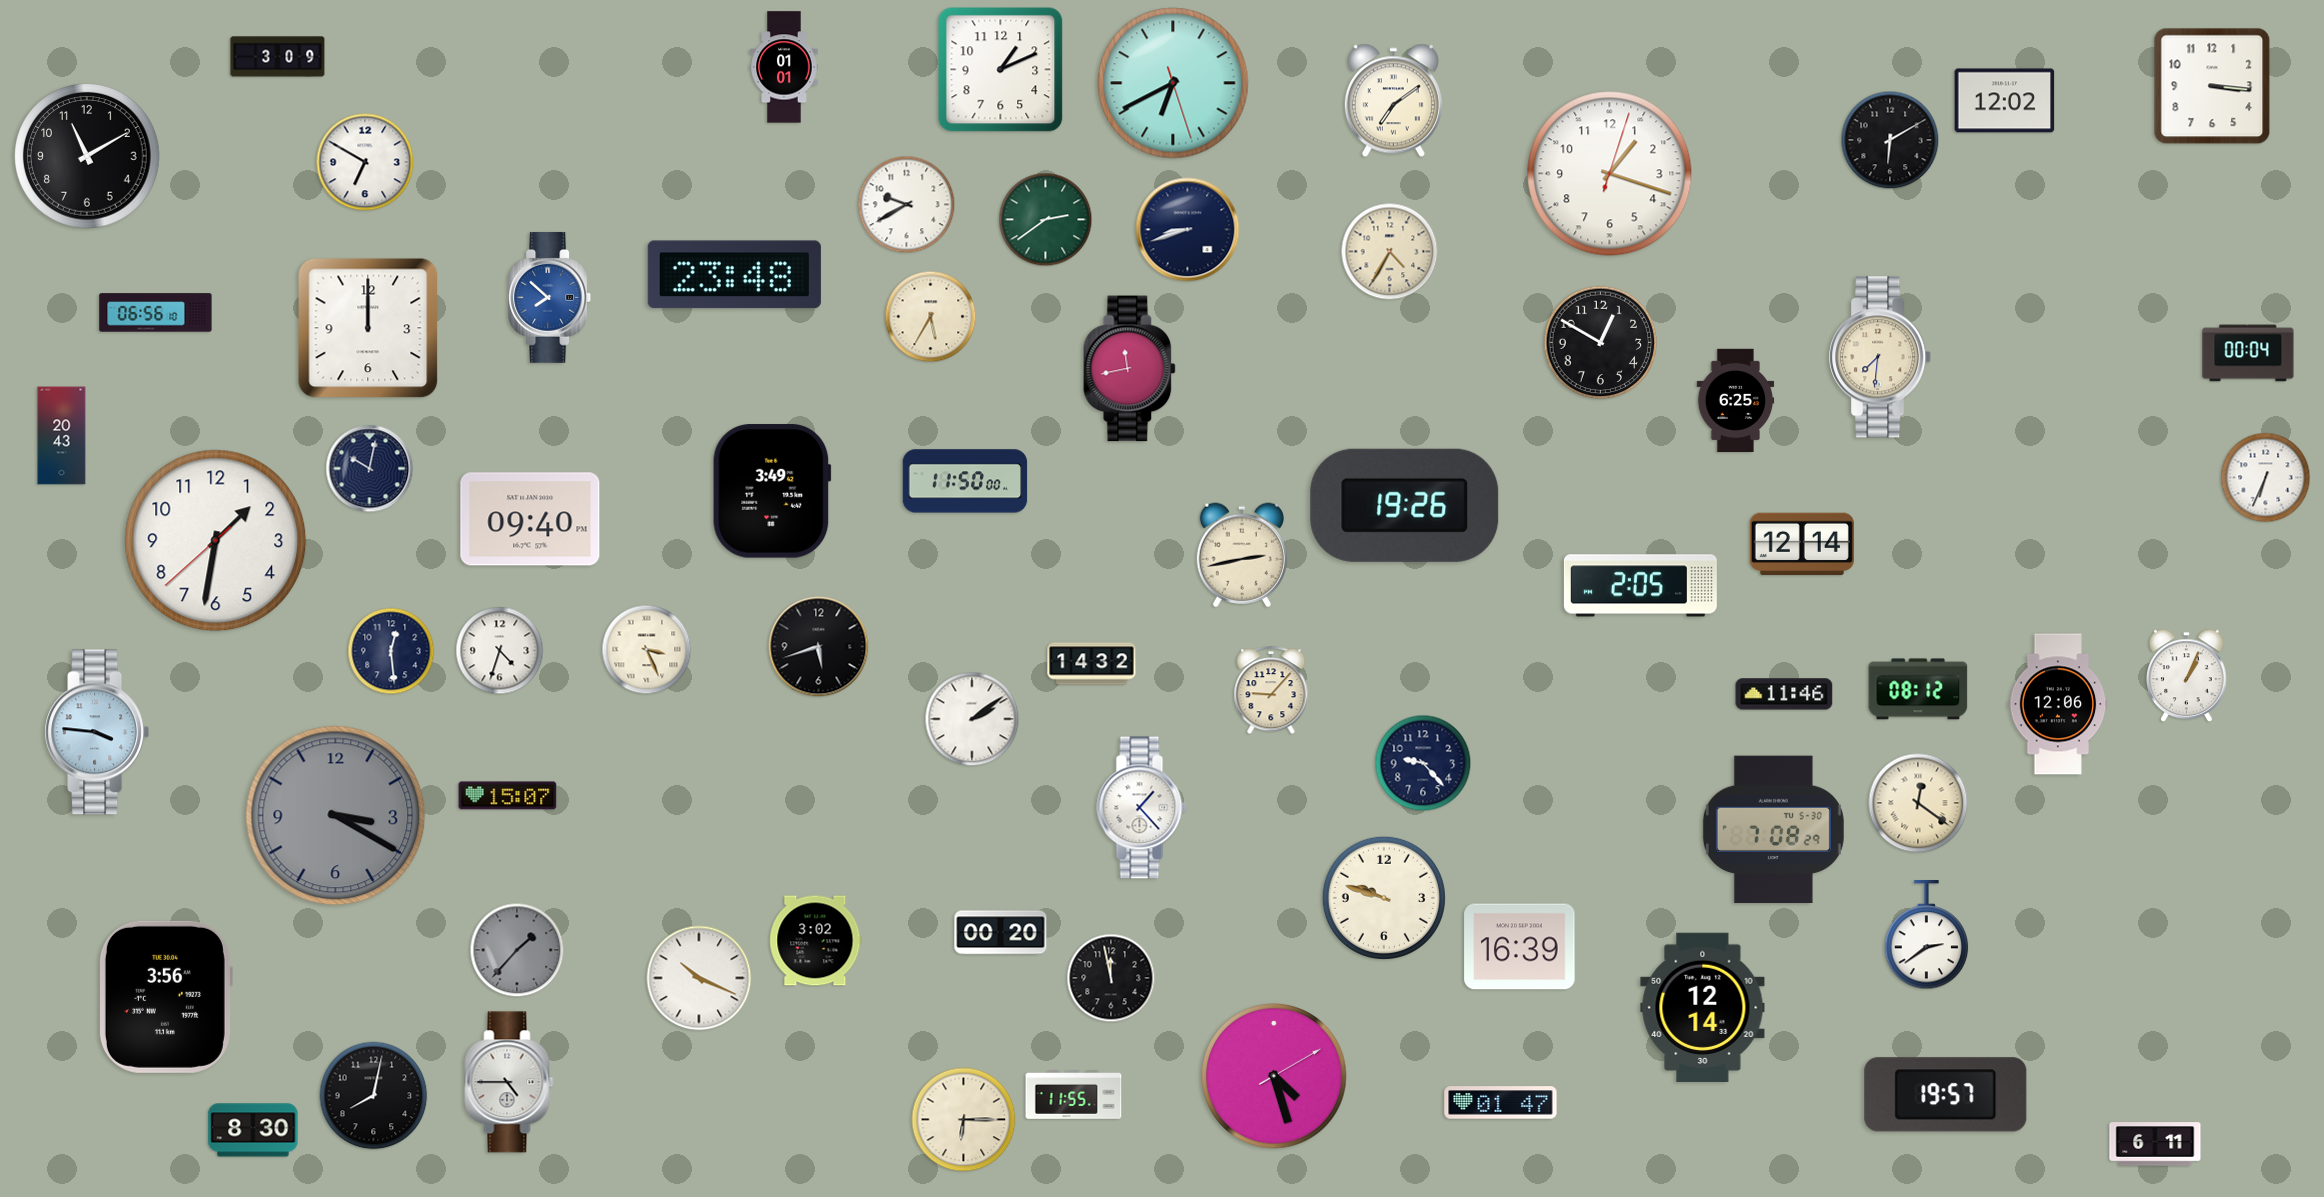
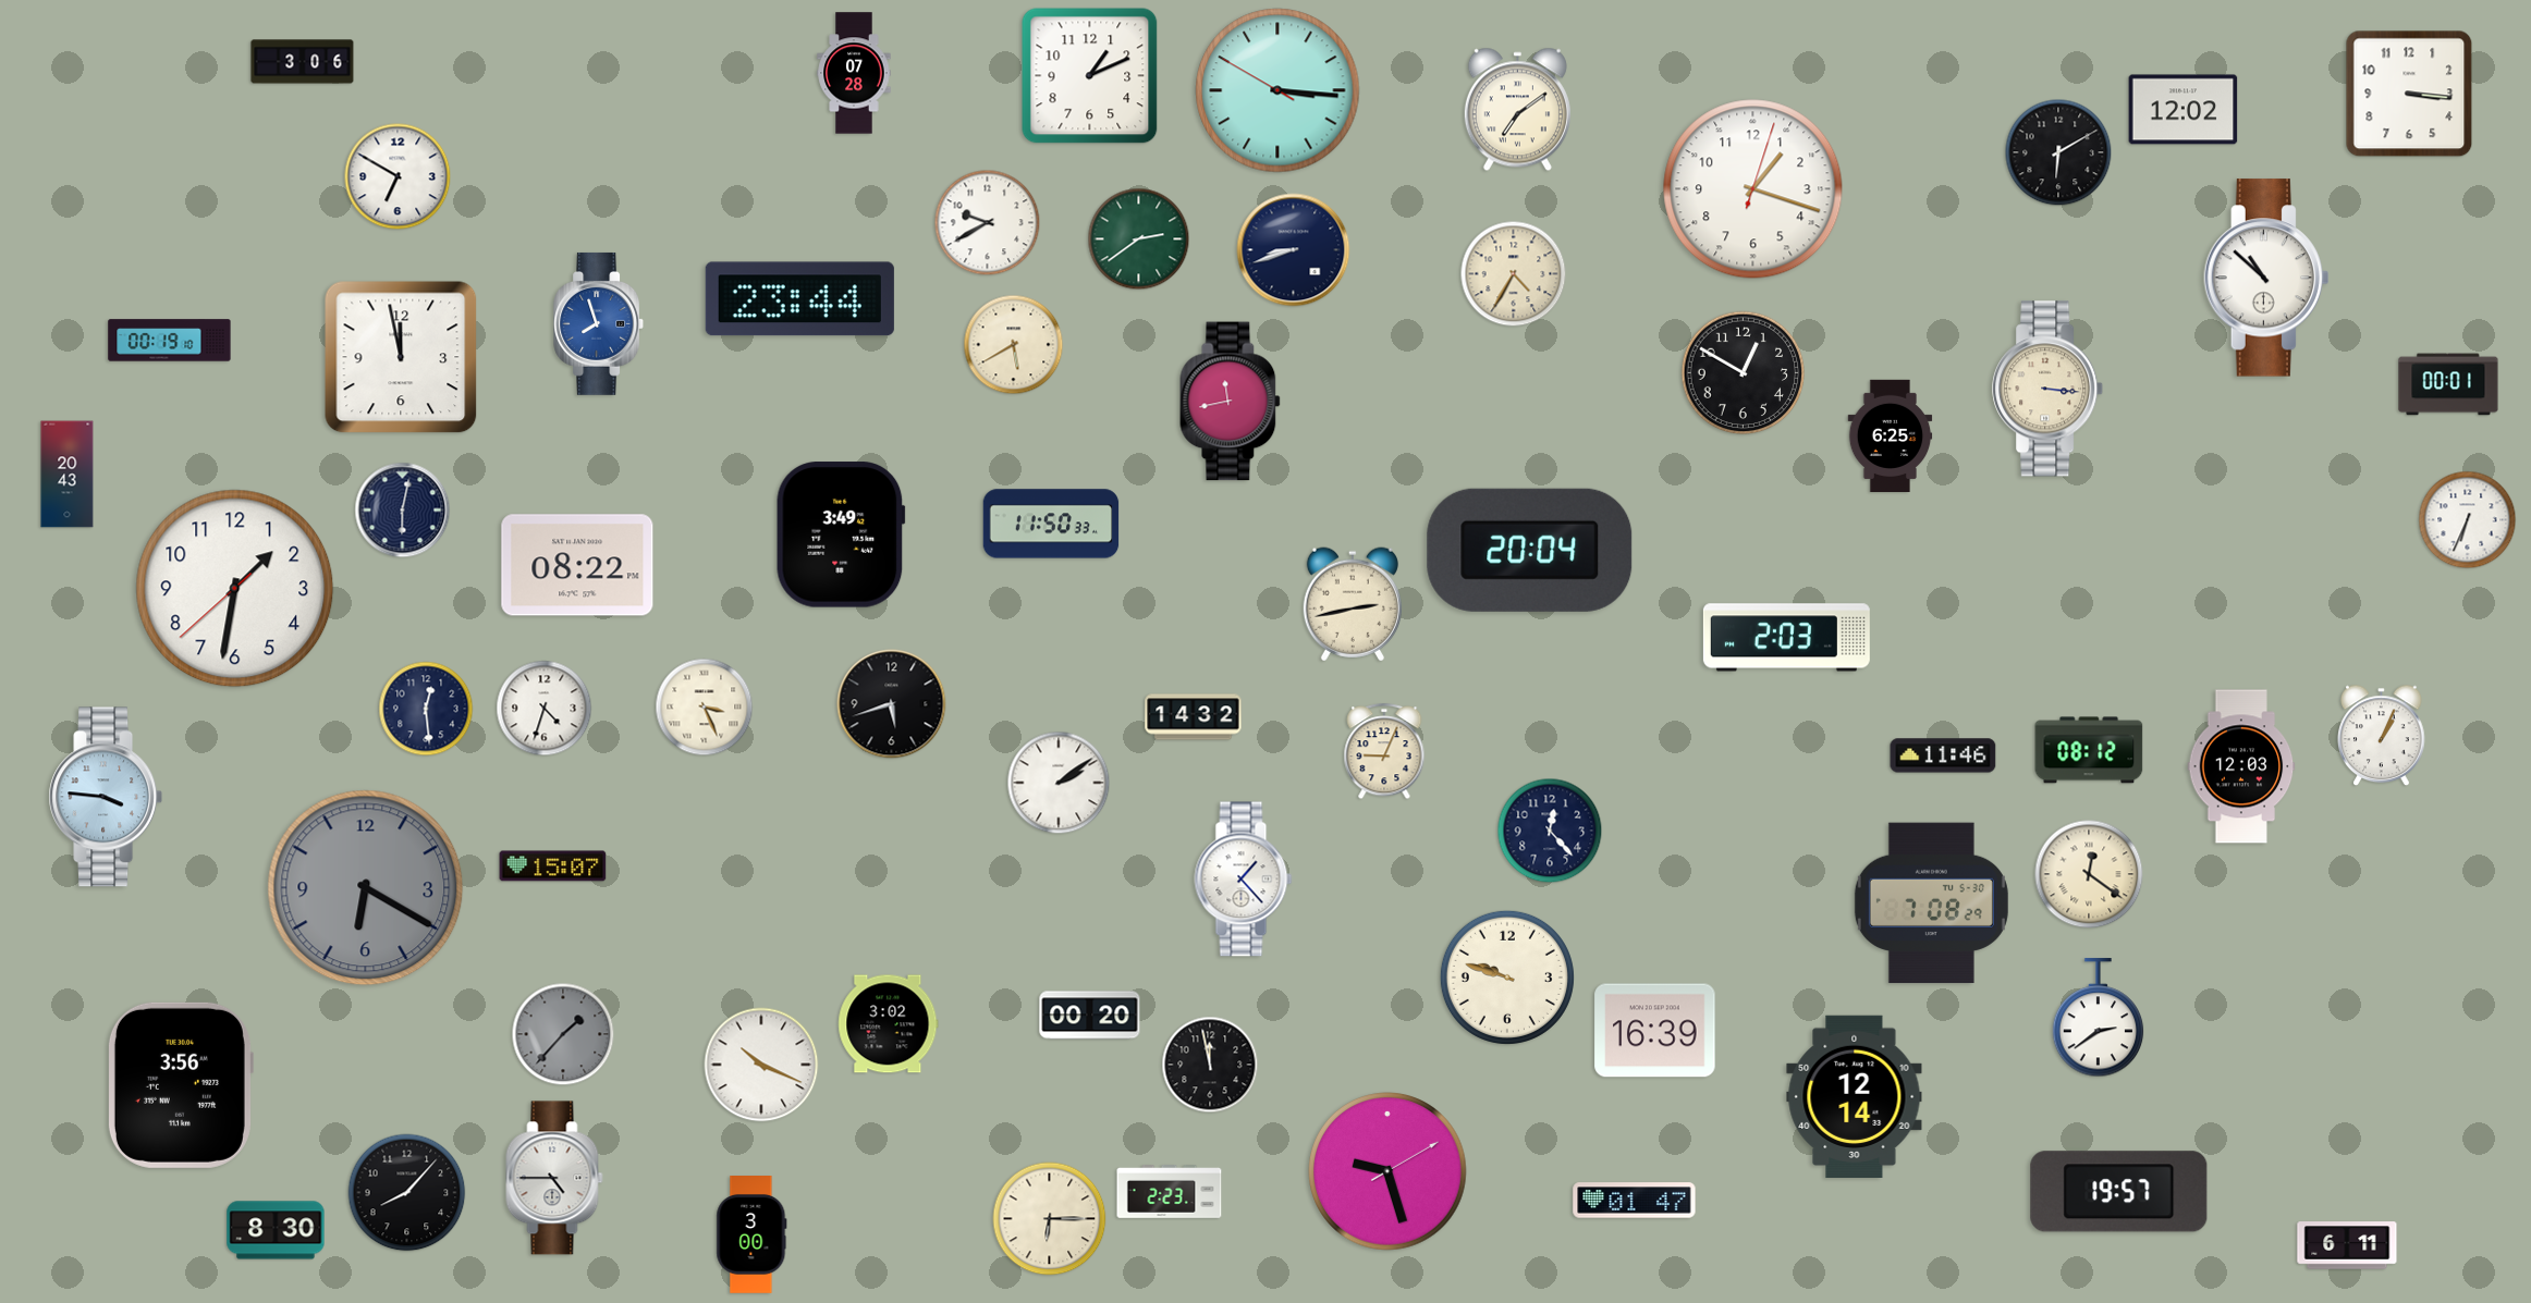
clock at (278, 57): 3:09 -> 3:06
clock at (784, 67): 01:01 -> 07:28
clock at (1173, 83): 6:40 -> 3:15
clock at (87, 156): 11:10 -> none
clock at (2265, 278): none -> 10:52
clock at (734, 275): 23:48 -> 23:44
clock at (550, 297): 7:52 -> 7:57
clock at (156, 313): 06:56 -> 00:19
clock at (931, 317): 5:35 -> 5:40
clock at (368, 328): 12:00 -> 11:58
clock at (2248, 353): 00:04 -> 00:01
clock at (1881, 357): 7:31 -> 3:16
clock at (370, 469): 10:02 -> 6:02
clock at (965, 481): 11:50:00 -> 11:50:33
clock at (1405, 505): 19:26 -> 20:04
clock at (530, 519): 09:40 -> 08:22
clock at (1802, 544): 12:14 -> none
clock at (1640, 586): 2:05 -> 2:03
clock at (1092, 664) position: (1092, 664) -> (1194, 717)
clock at (1271, 691): 9:07 -> 9:04
clock at (2058, 704): 12:06 -> 12:03
clock at (1423, 763): 9:23 -> 12:23
clock at (336, 816): 3:20 -> 6:20
clock at (1274, 1076): 4:27 -> 9:27
clock at (1074, 1095): 11:55 -> 2:23
clock at (374, 1096): 8:02 -> 8:07
clock at (751, 1236): none -> 3:00
